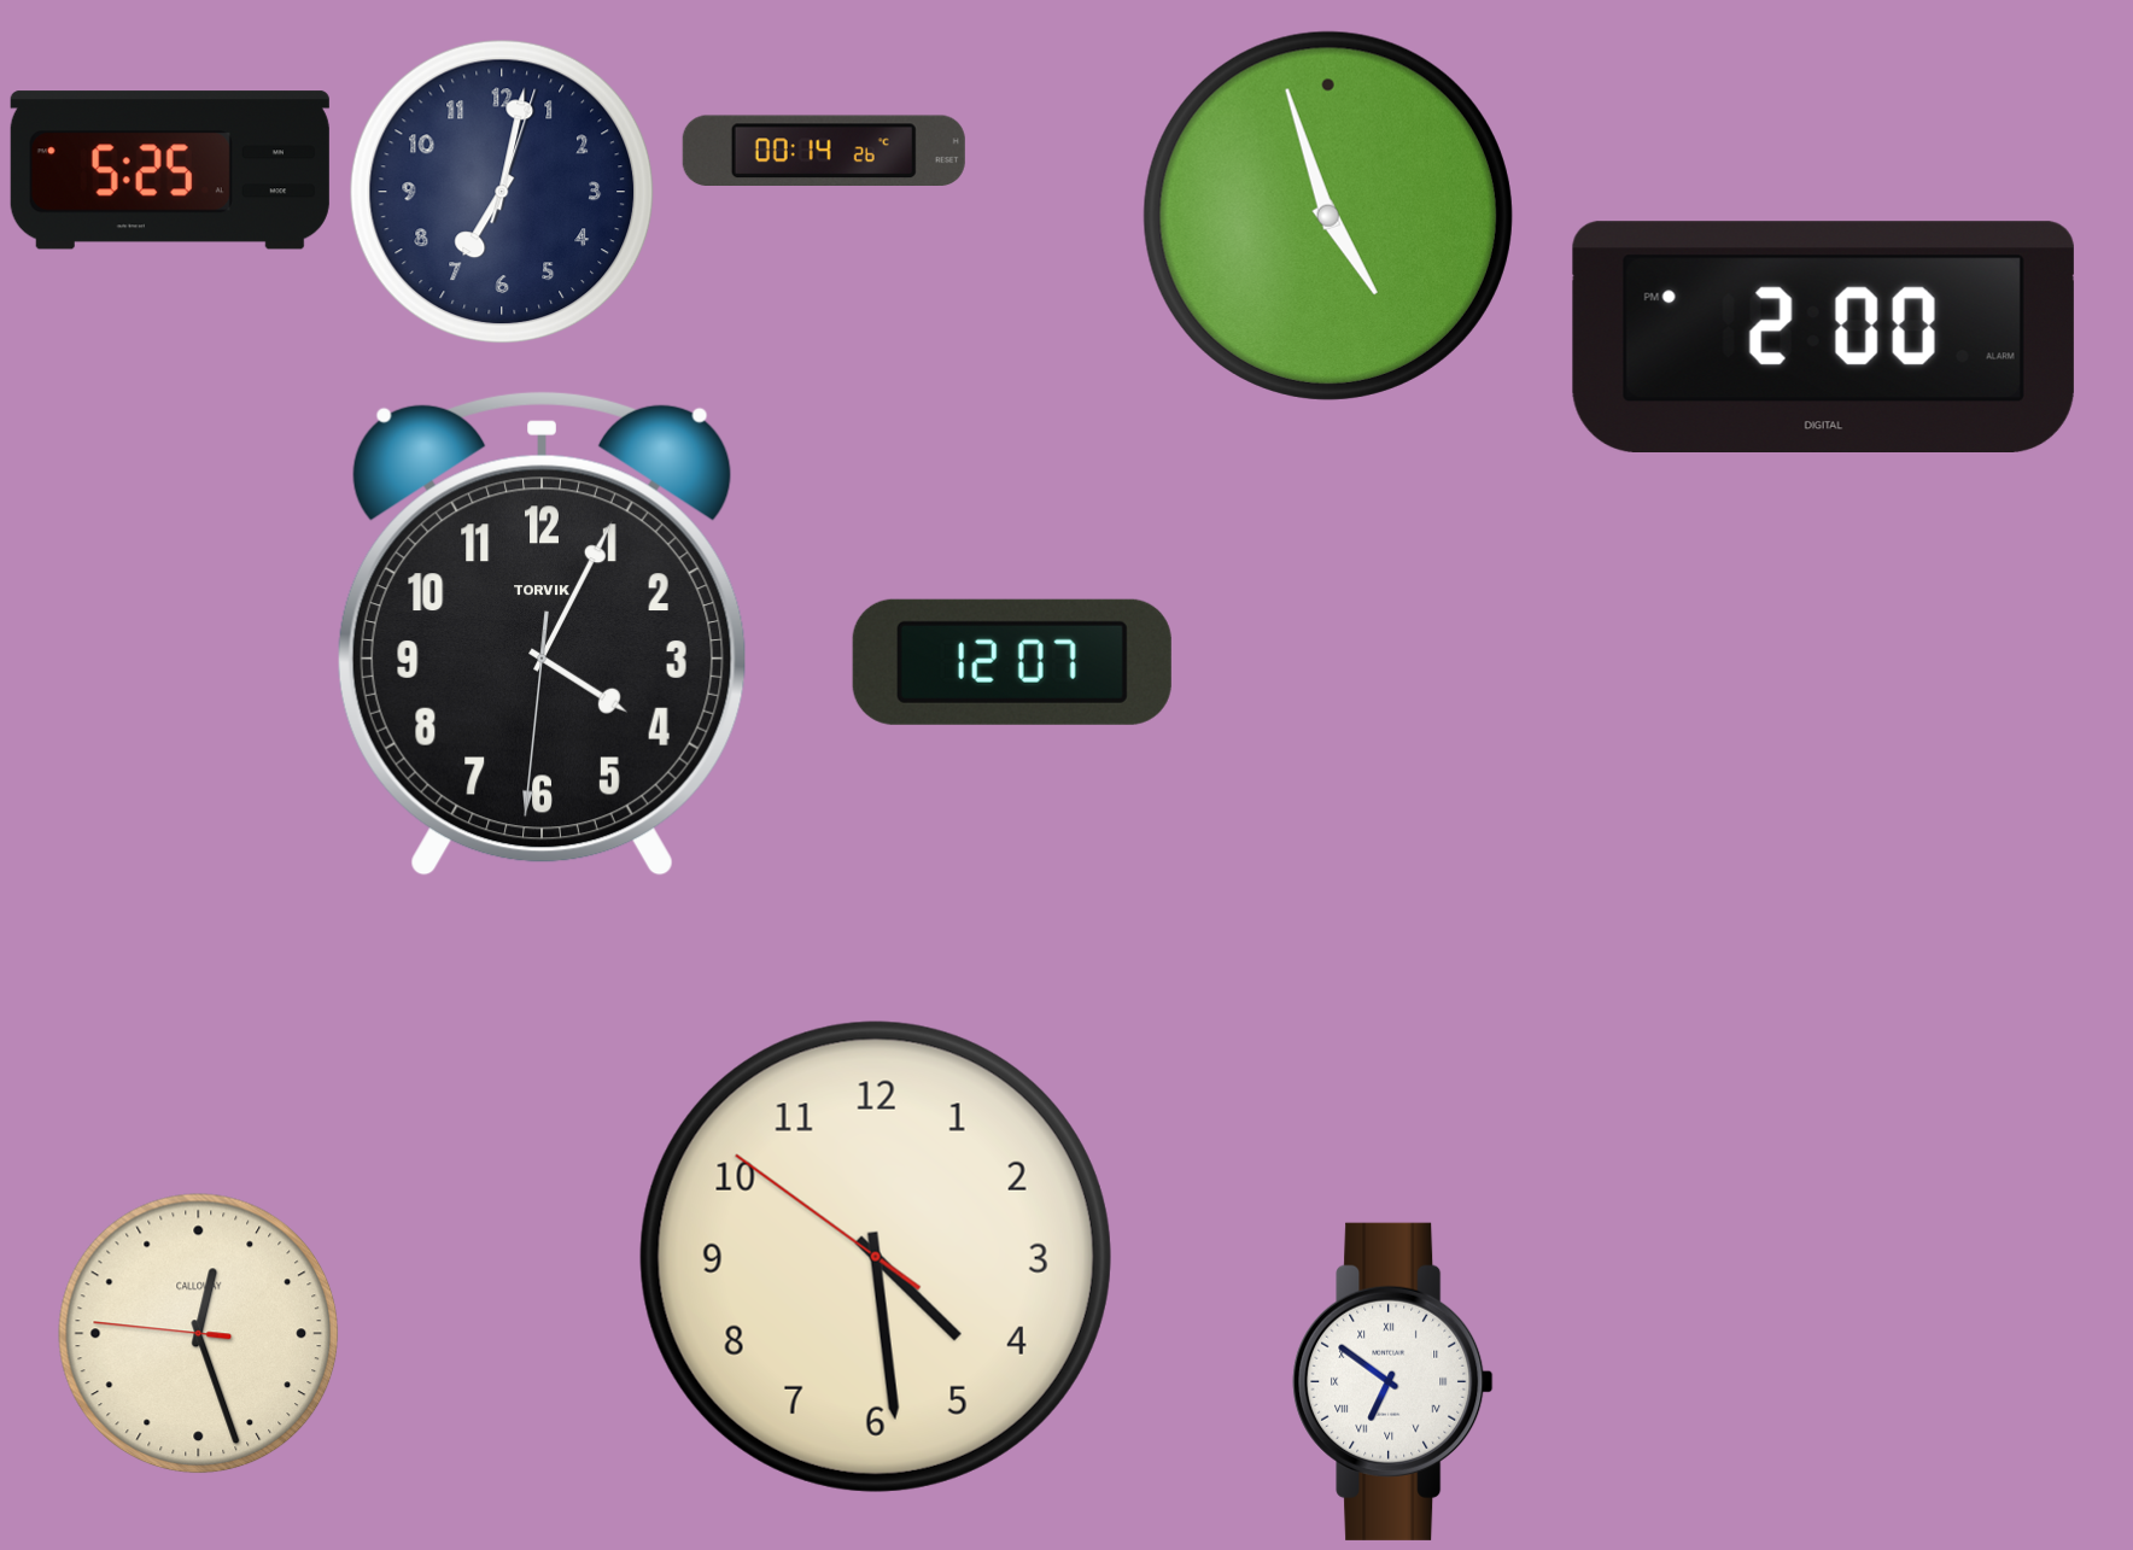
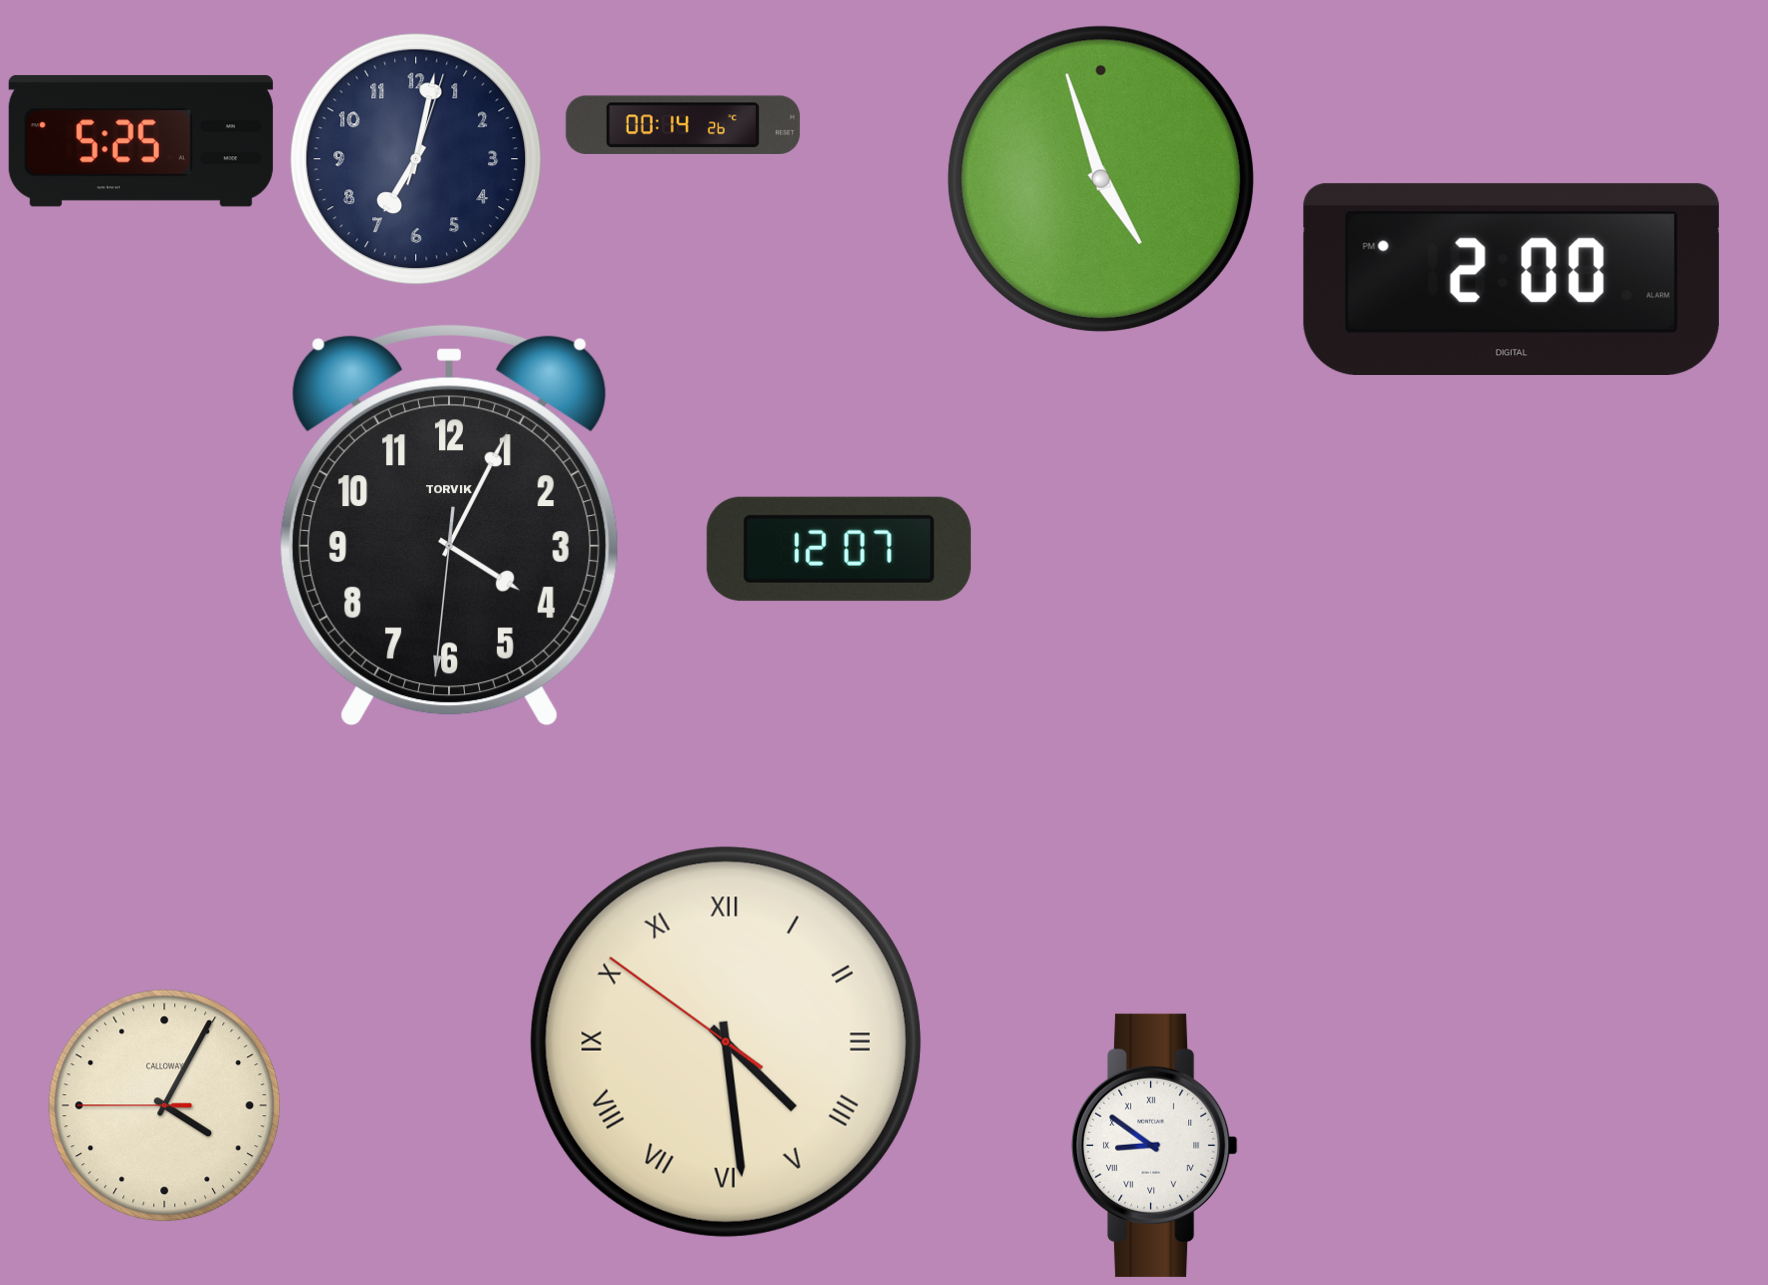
clock at (876, 1257) numerals: Arabic -> Roman
clock at (199, 1334): 12:26 -> 4:04
clock at (1393, 1381): 6:51 -> 8:51
